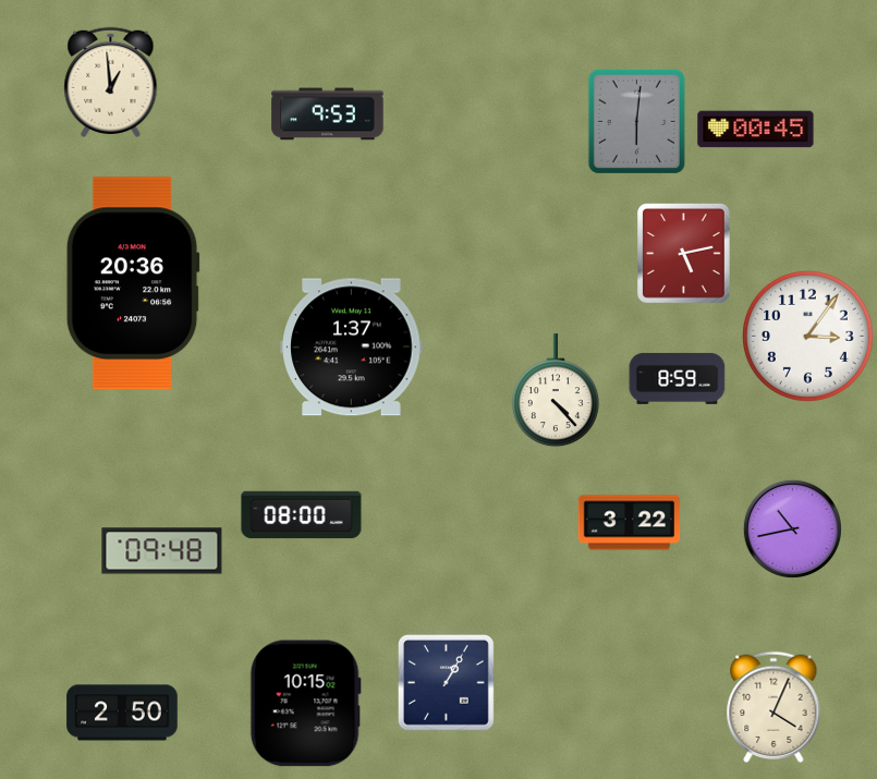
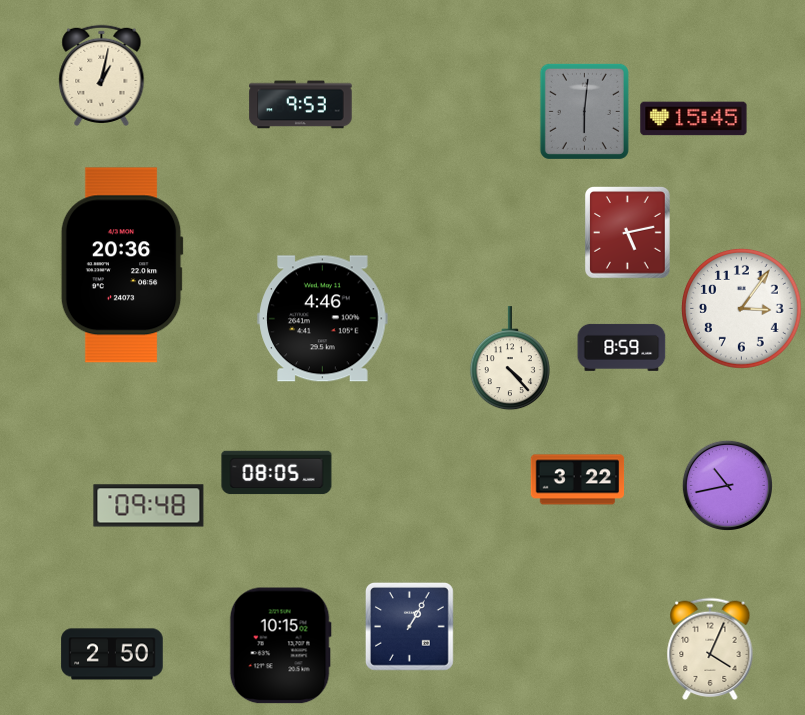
clock at (111, 82): 12:59 -> 1:02
clock at (756, 130): 00:45 -> 15:45
clock at (133, 283) position: (133, 283) -> (122, 265)
clock at (352, 348): 1:37 -> 4:46
clock at (302, 515): 08:00 -> 08:05
